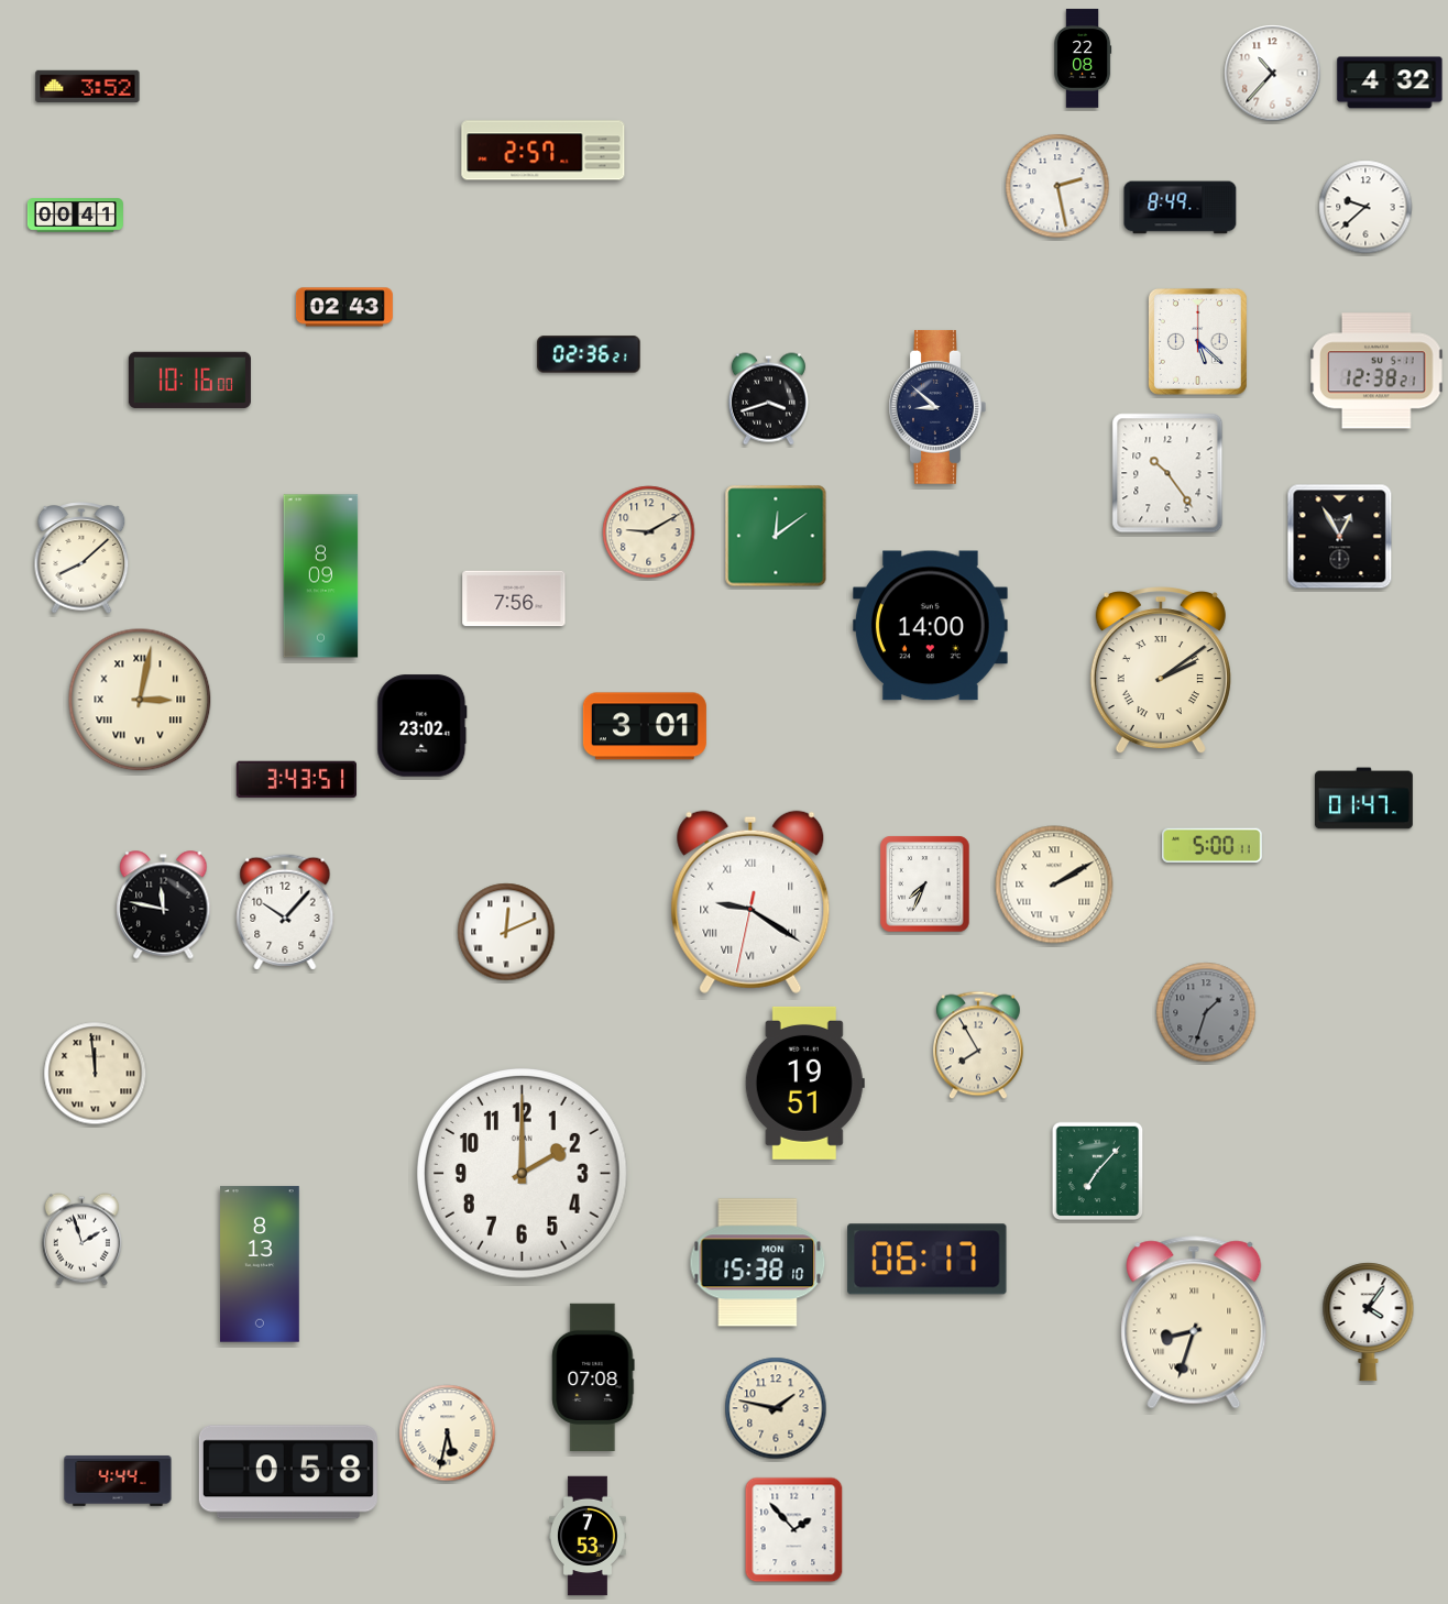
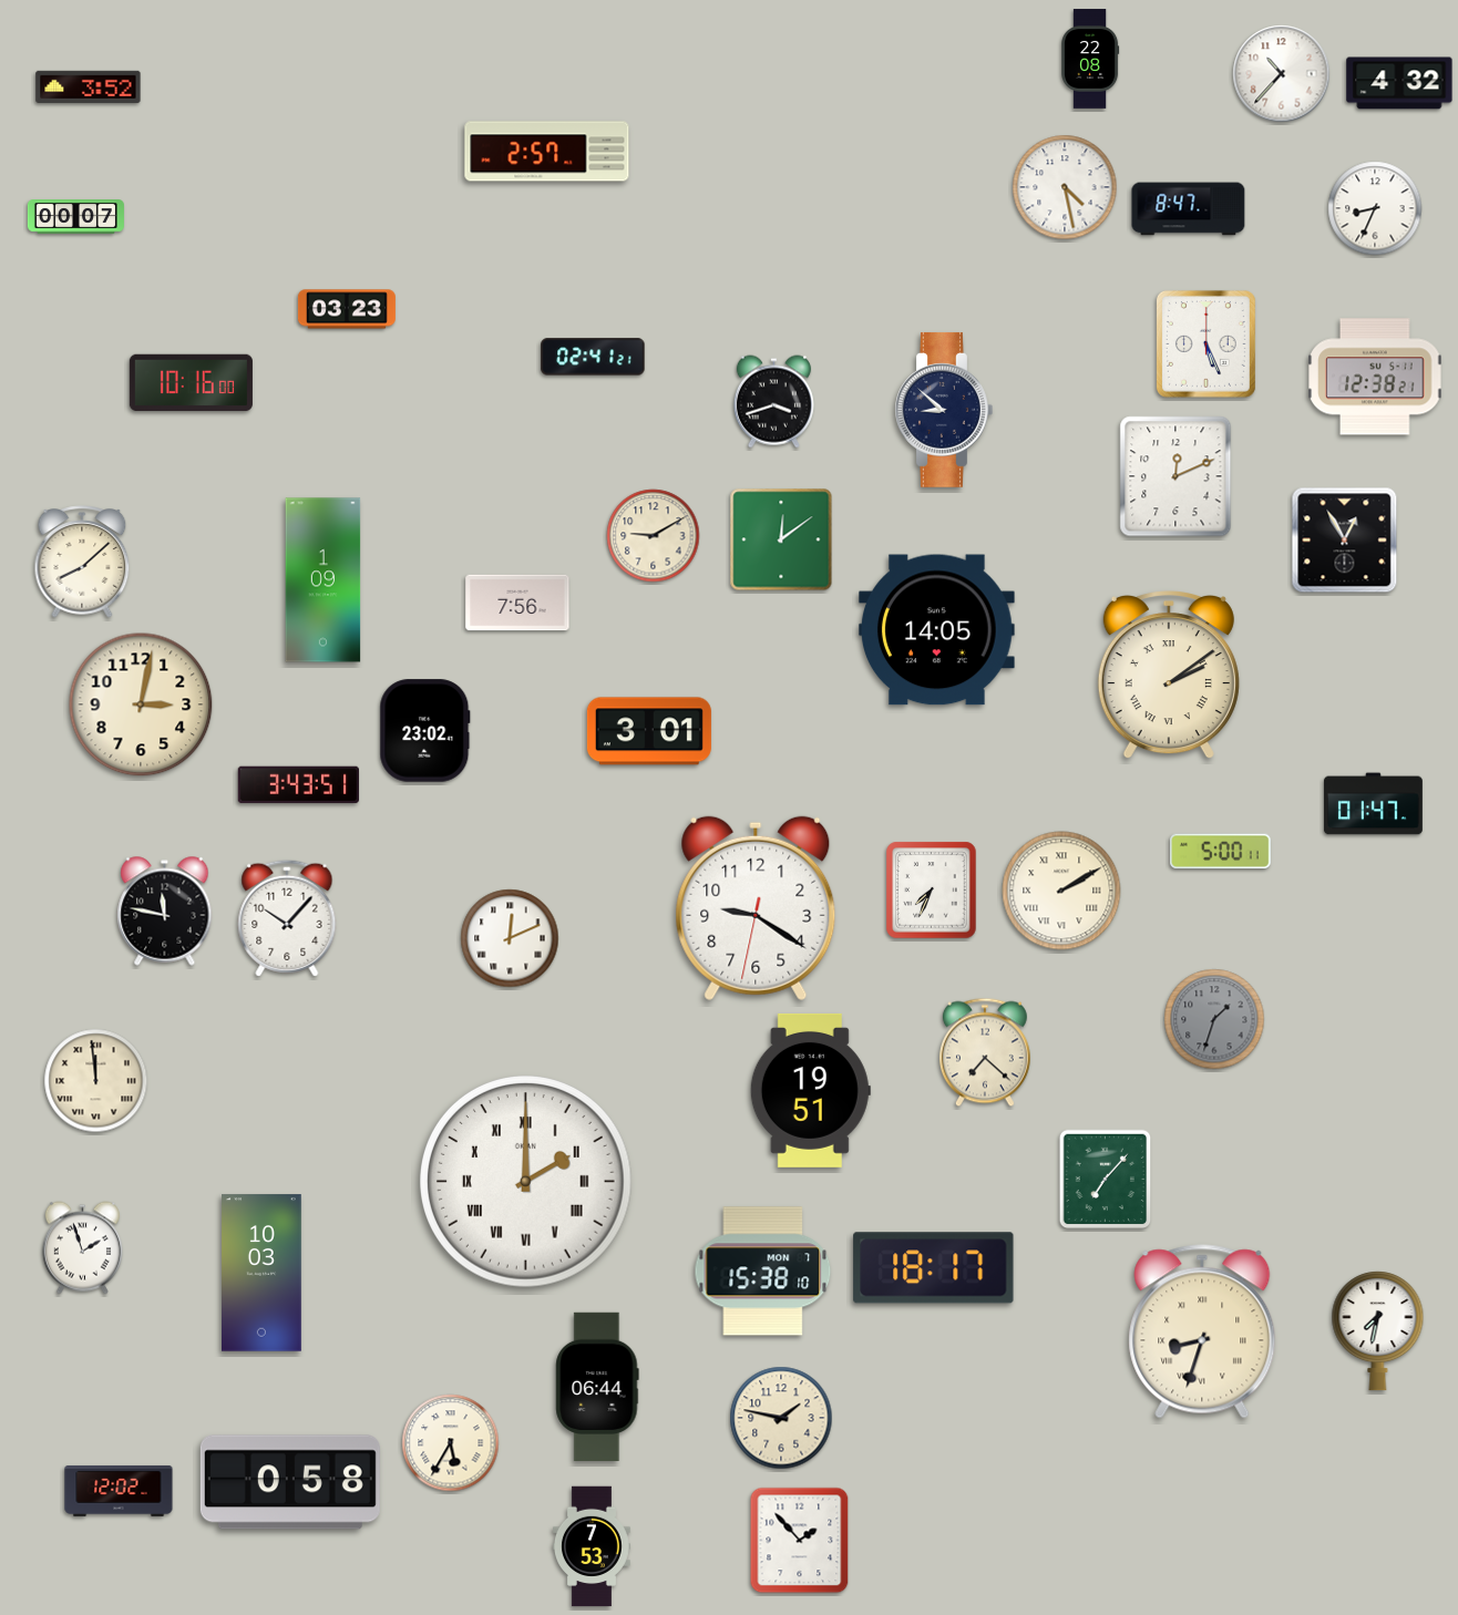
clock at (1057, 186): 2:28 -> 4:28
clock at (1365, 207): 9:38 -> 8:34
clock at (1181, 208): 8:49 -> 8:47
clock at (75, 216): 00:41 -> 00:07
clock at (344, 307): 02:43 -> 03:23
clock at (1197, 341): 5:22 -> 5:26
clock at (589, 354): 02:36 -> 02:41
clock at (1376, 371) position: (1376, 371) -> (1375, 377)
clock at (1167, 473): 10:24 -> 12:11
clock at (1340, 537) position: (1340, 537) -> (1345, 541)
clock at (321, 576): 8:09 -> 1:09
clock at (931, 626): 14:00 -> 14:05
clock at (140, 700) numerals: Roman -> Arabic
clock at (750, 902) numerals: Roman -> Arabic
clock at (978, 1045): 7:55 -> 7:22
clock at (523, 1174) numerals: Arabic -> Roman
clock at (928, 1260): 06:17 -> 18:17
clock at (261, 1264): 8:13 -> 10:03
clock at (1369, 1322): 4:06 -> 7:32
clock at (593, 1376): 07:08 -> 06:44
clock at (448, 1433): 5:32 -> 5:35
clock at (118, 1481): 4:44 -> 12:02
